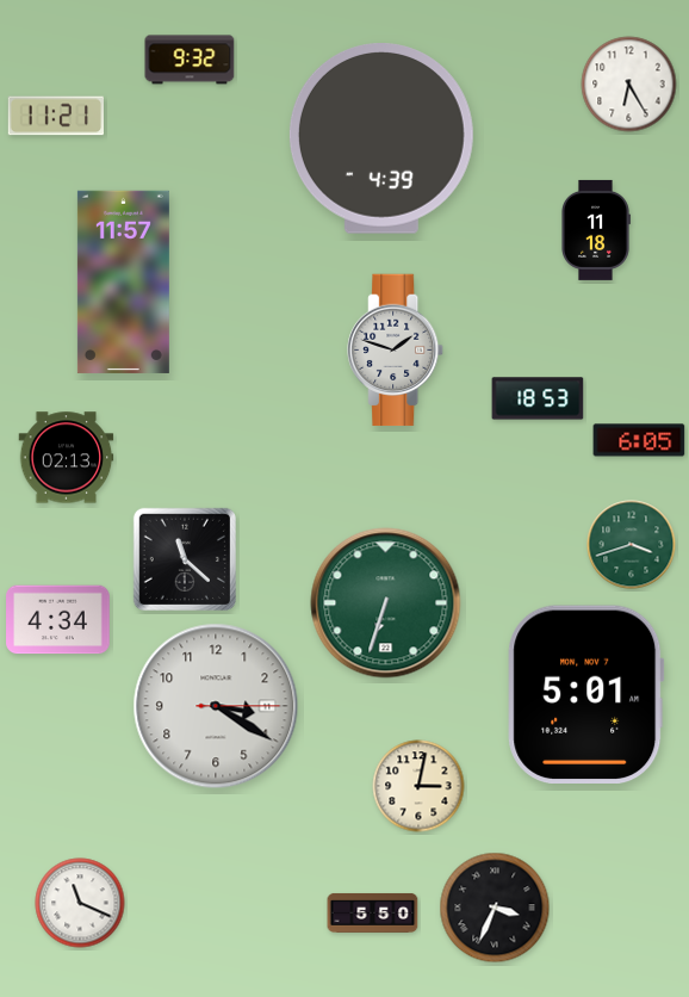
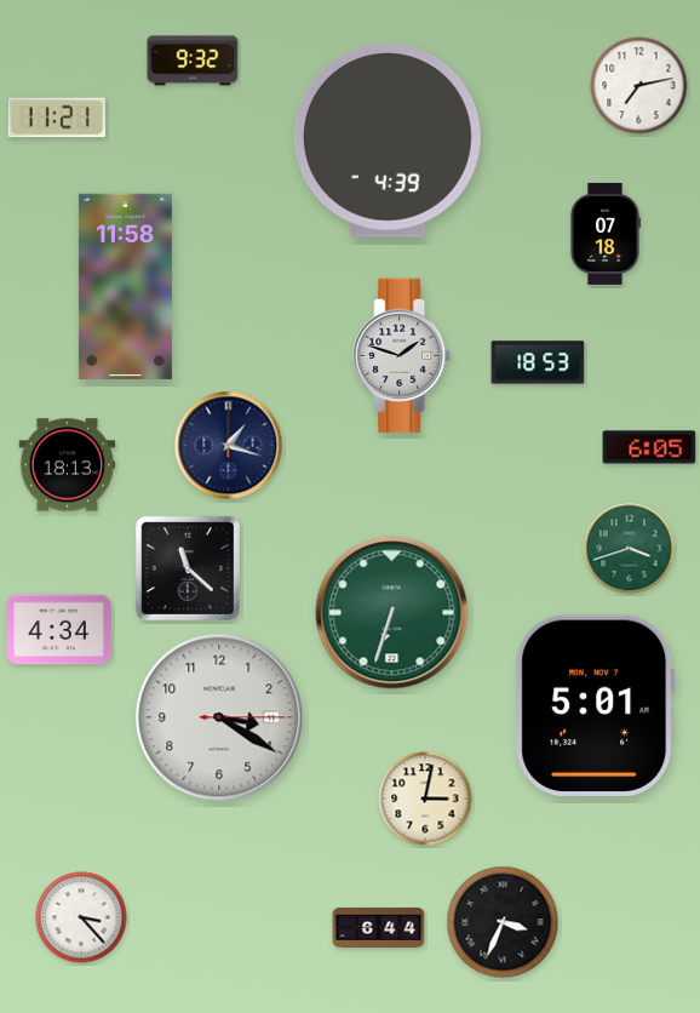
clock at (629, 85): 6:25 -> 7:13
clock at (595, 230): 11:18 -> 07:18
clock at (123, 281): 11:57 -> 11:58
clock at (538, 398) position: (538, 398) -> (538, 362)
clock at (229, 446): none -> 1:18
clock at (67, 458): 02:13 -> 18:13
clock at (632, 545) position: (632, 545) -> (630, 549)
clock at (80, 903): 11:19 -> 3:23
clock at (373, 912): 5:50 -> 6:44
